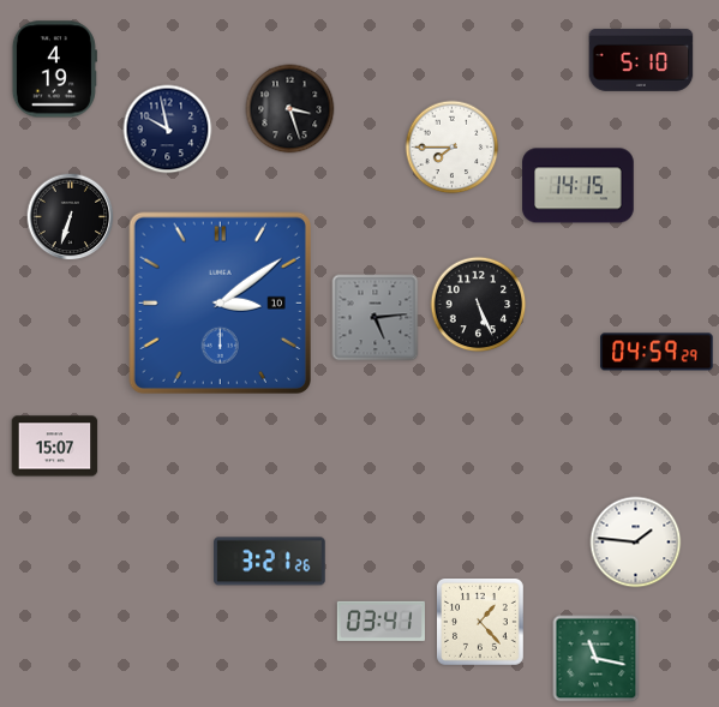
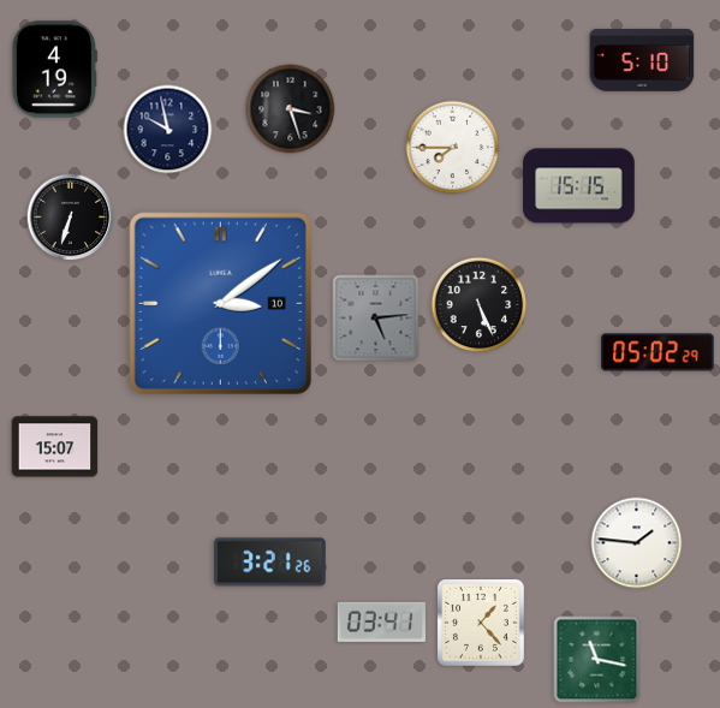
clock at (579, 186): 14:15 -> 15:15
clock at (657, 352): 04:59 -> 05:02
